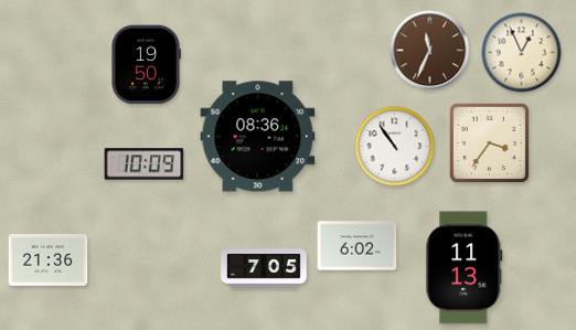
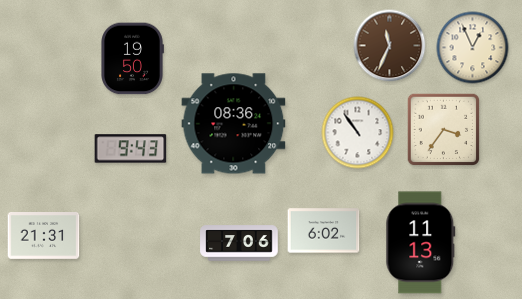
clock at (145, 164): 10:09 -> 9:43
clock at (358, 246) position: (358, 246) -> (324, 231)
clock at (49, 260): 21:36 -> 21:31
clock at (264, 268): 7:05 -> 7:06
